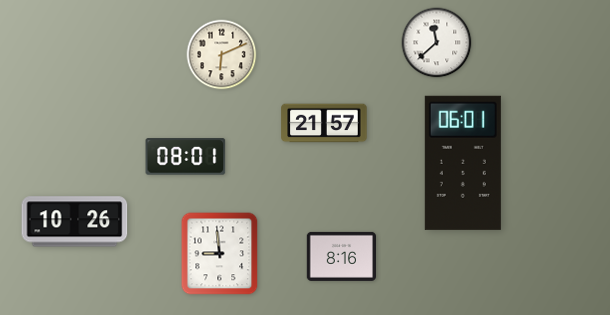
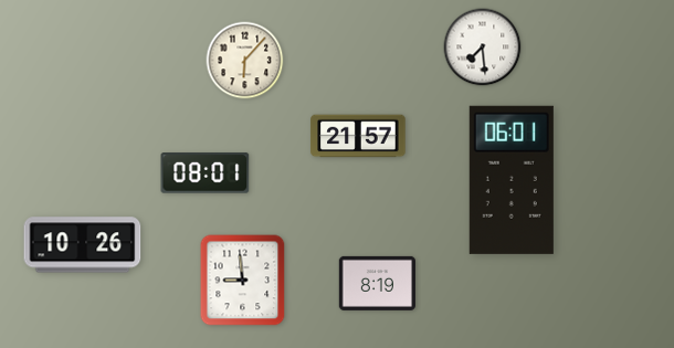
clock at (437, 43): 11:38 -> 7:29
clock at (222, 55): 6:11 -> 6:07
clock at (341, 256): 8:16 -> 8:19
